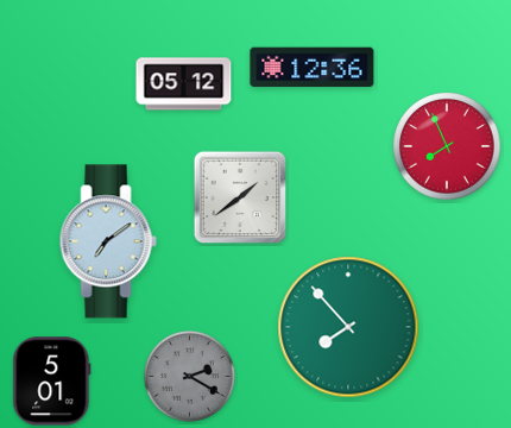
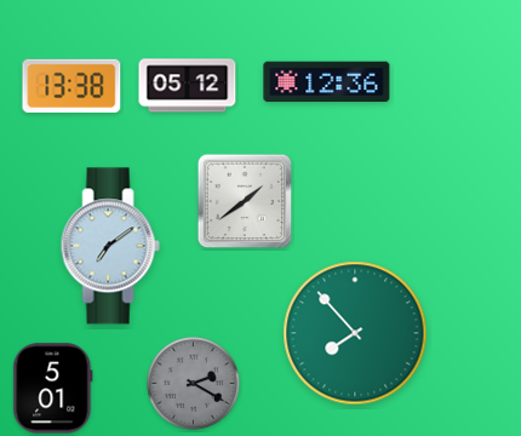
clock at (313, 68) position: (313, 68) -> (327, 82)
clock at (71, 86): none -> 13:38
clock at (447, 146): 7:56 -> none
